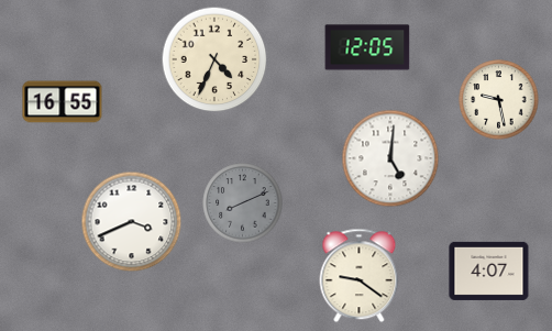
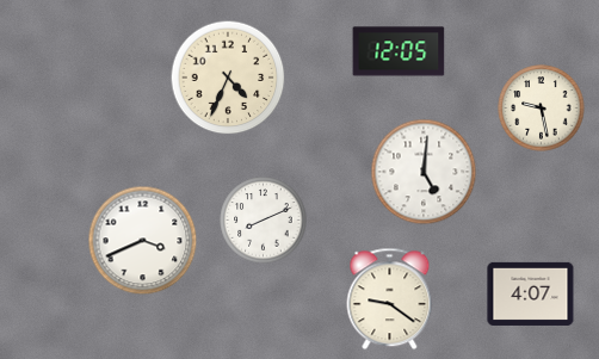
clock at (214, 59) position: (214, 59) -> (228, 78)
clock at (63, 102): 16:55 -> none
clock at (243, 203) dial: grey -> white
